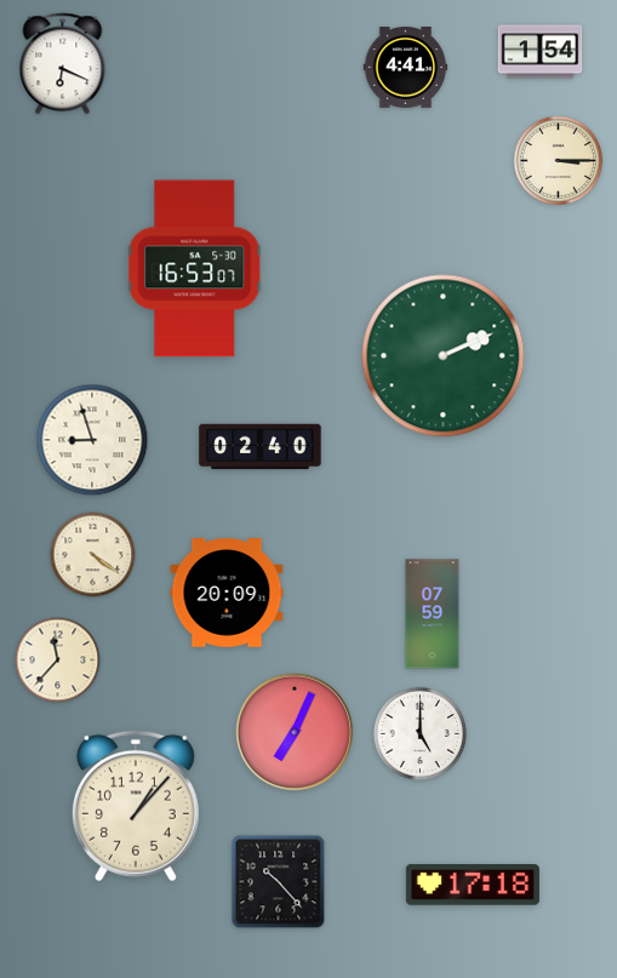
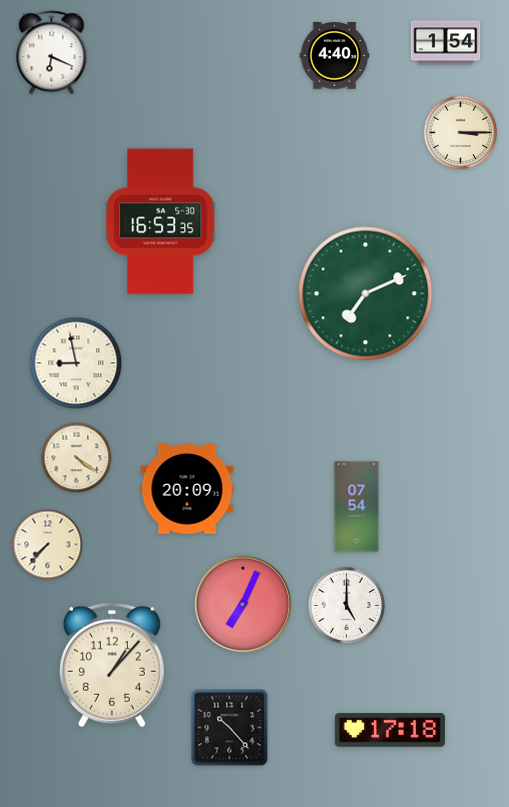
clock at (406, 68): 4:41 -> 4:40
clock at (195, 269): 16:53:07 -> 16:53:35
clock at (444, 356): 2:11 -> 7:11
clock at (92, 440): 8:57 -> 8:58
clock at (261, 447): 02:40 -> none
clock at (433, 614): 07:59 -> 07:54
clock at (58, 660): 11:37 -> 7:37
